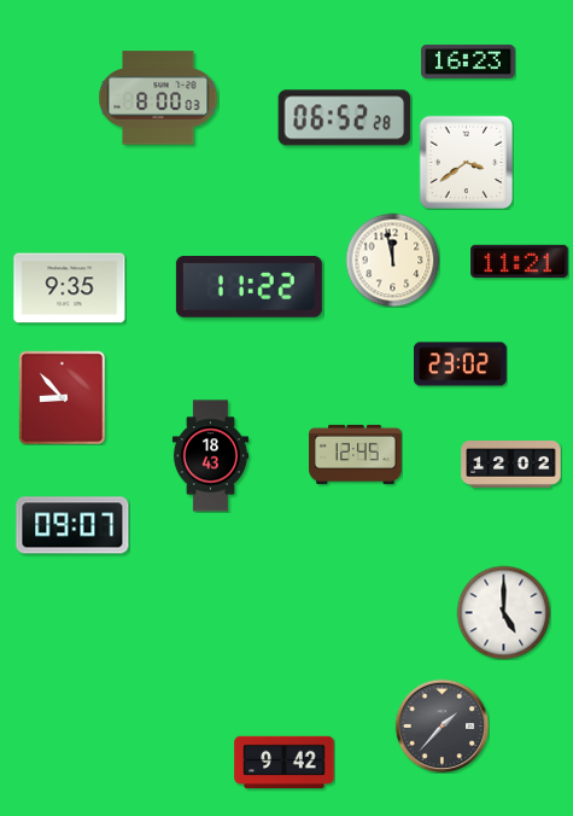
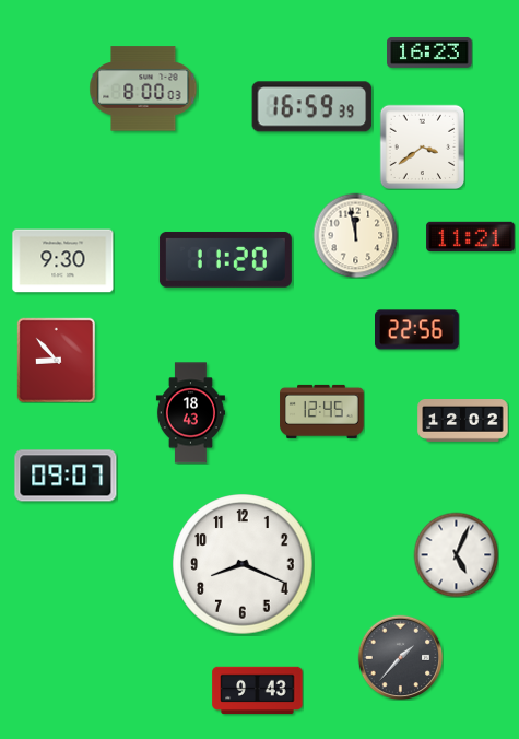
clock at (468, 62) position: (468, 62) -> (429, 52)
clock at (345, 118): 06:52 -> 16:59
clock at (249, 286): 11:22 -> 11:20
clock at (70, 288): 9:35 -> 9:30
clock at (461, 365): 23:02 -> 22:56
clock at (503, 612): 5:00 -> 5:04
clock at (243, 564): none -> 8:19
clock at (285, 762): 9:42 -> 9:43
